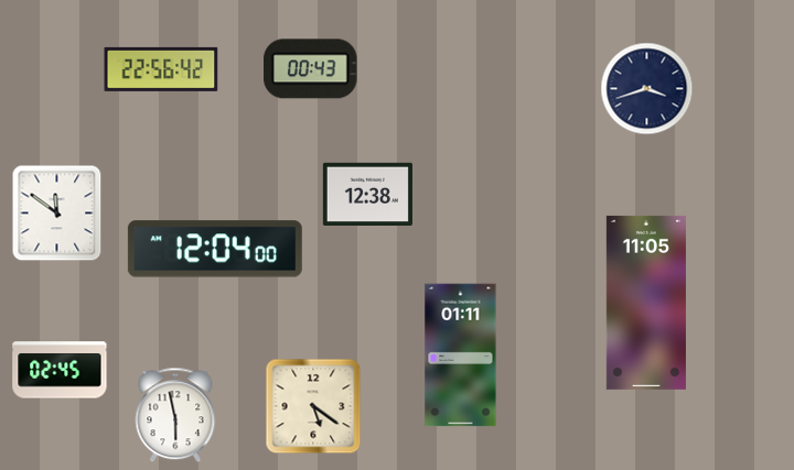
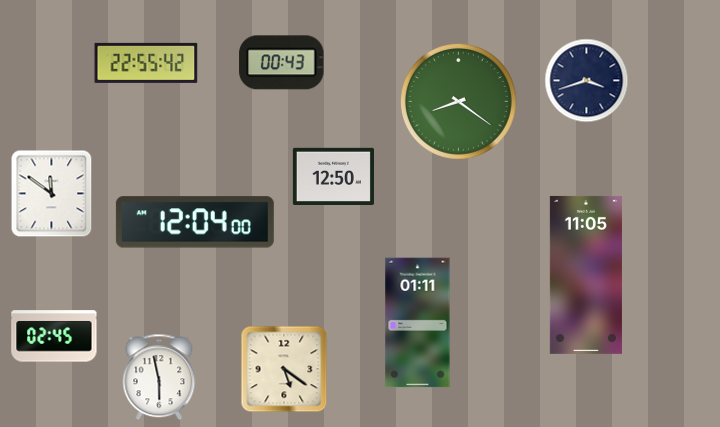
clock at (161, 69): 22:56 -> 22:55
clock at (458, 101): none -> 8:21
clock at (367, 194): 12:38 -> 12:50
clock at (215, 249) position: (215, 249) -> (195, 222)
